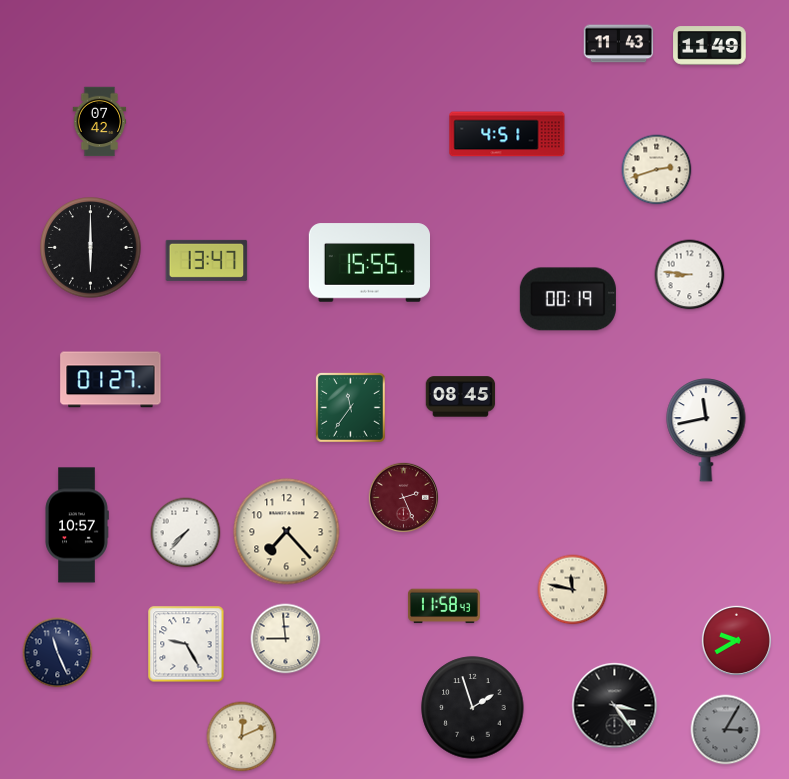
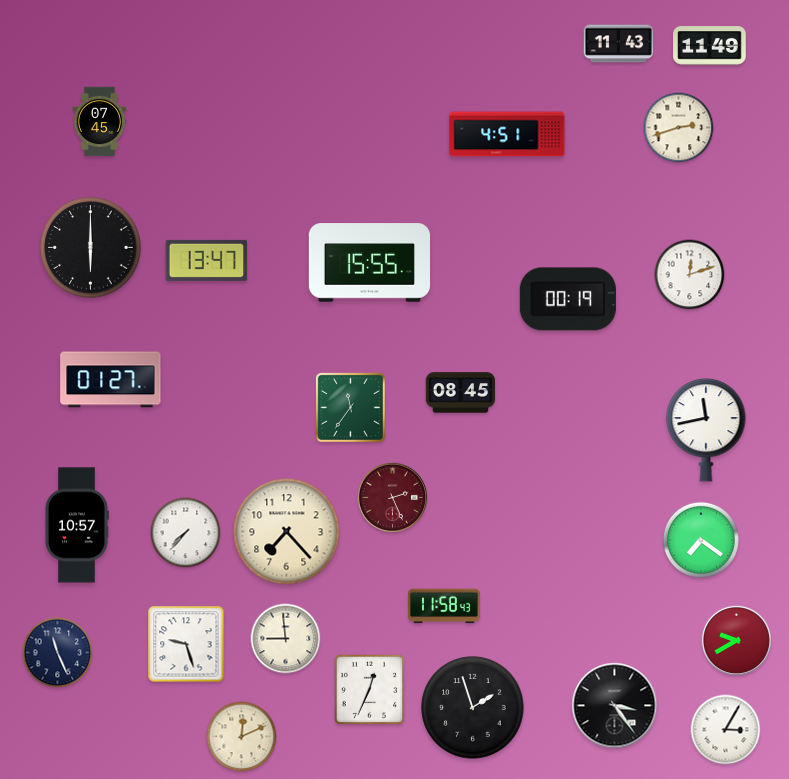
clock at (100, 122): 07:42 -> 07:45
clock at (657, 170) position: (657, 170) -> (679, 128)
clock at (690, 275): 8:46 -> 12:12
clock at (461, 397) position: (461, 397) -> (461, 393)
clock at (403, 497) position: (403, 497) -> (392, 497)
clock at (701, 540): none -> 7:21
clock at (573, 590): 11:47 -> none
clock at (186, 644): 9:25 -> 9:27
clock at (370, 690): none -> 12:34
clock at (726, 730) dial: grey -> white
